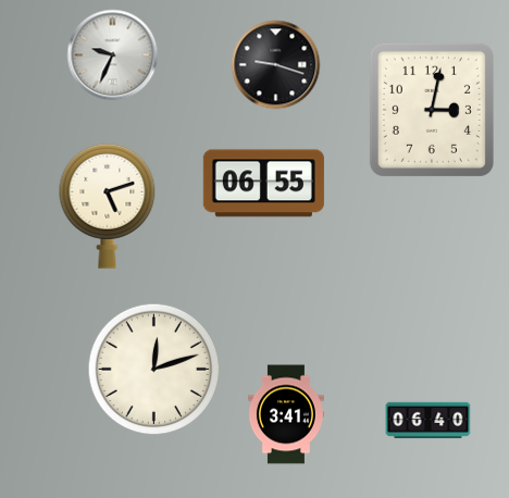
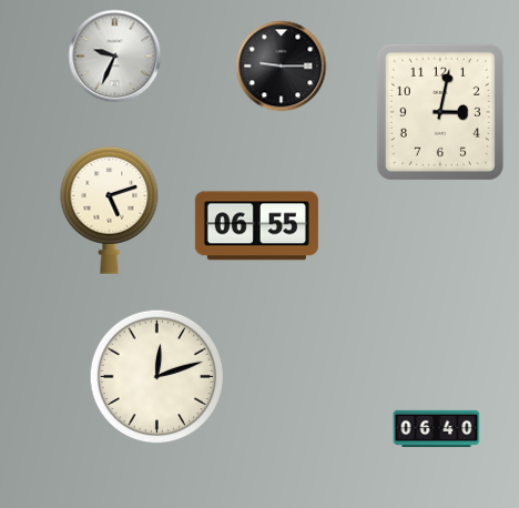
clock at (276, 65): 9:18 -> 9:15
clock at (263, 184) position: (263, 184) -> (256, 226)
clock at (286, 414): 3:41 -> none
